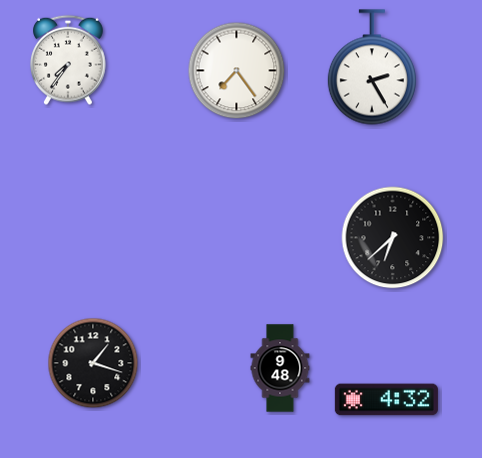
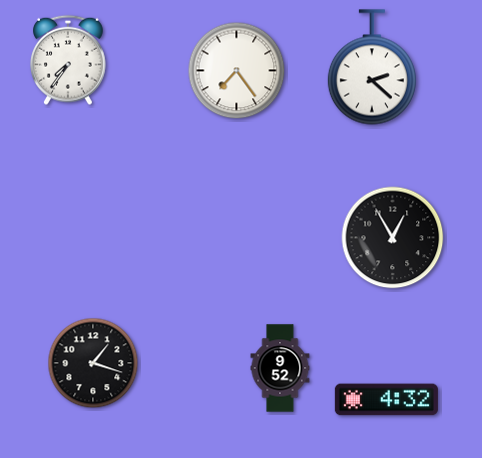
clock at (372, 67): 2:25 -> 2:22
clock at (393, 238): 6:38 -> 12:55
clock at (280, 368): 9:48 -> 9:52
